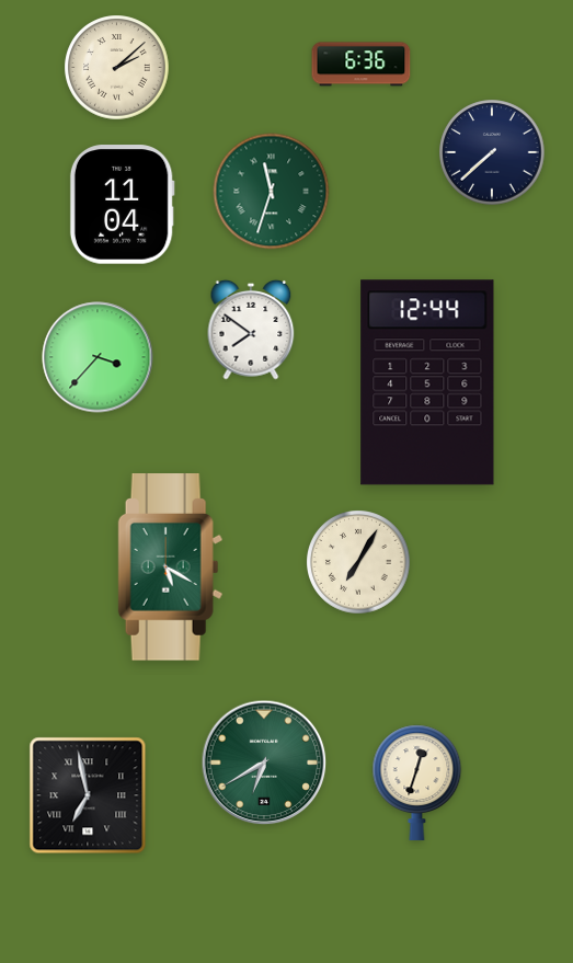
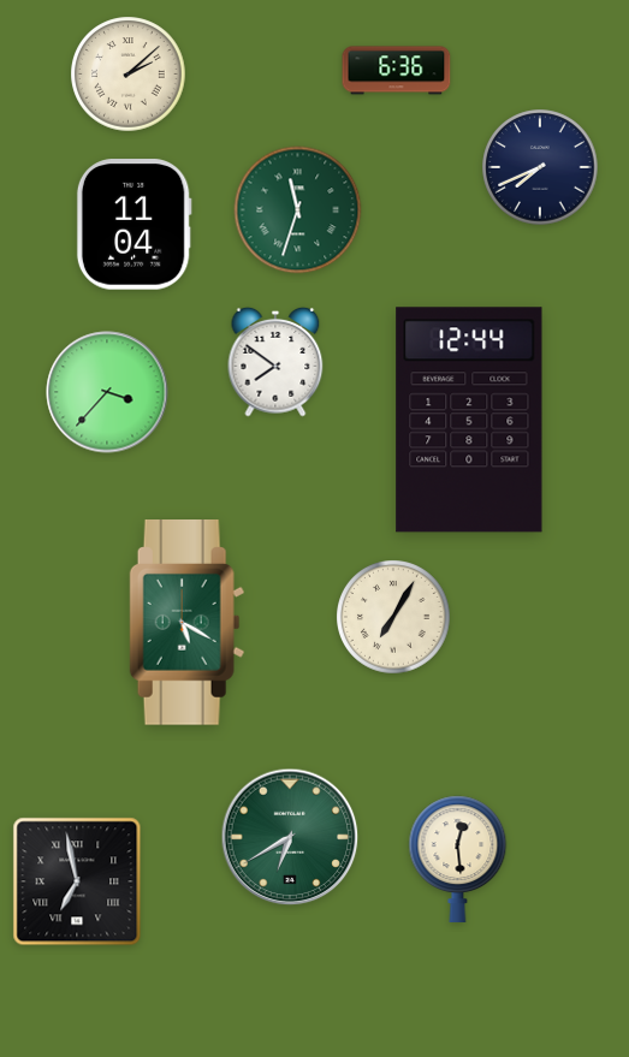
clock at (492, 152): 7:38 -> 7:41
clock at (417, 782): 12:33 -> 12:29
clock at (88, 795) position: (88, 795) -> (77, 881)
